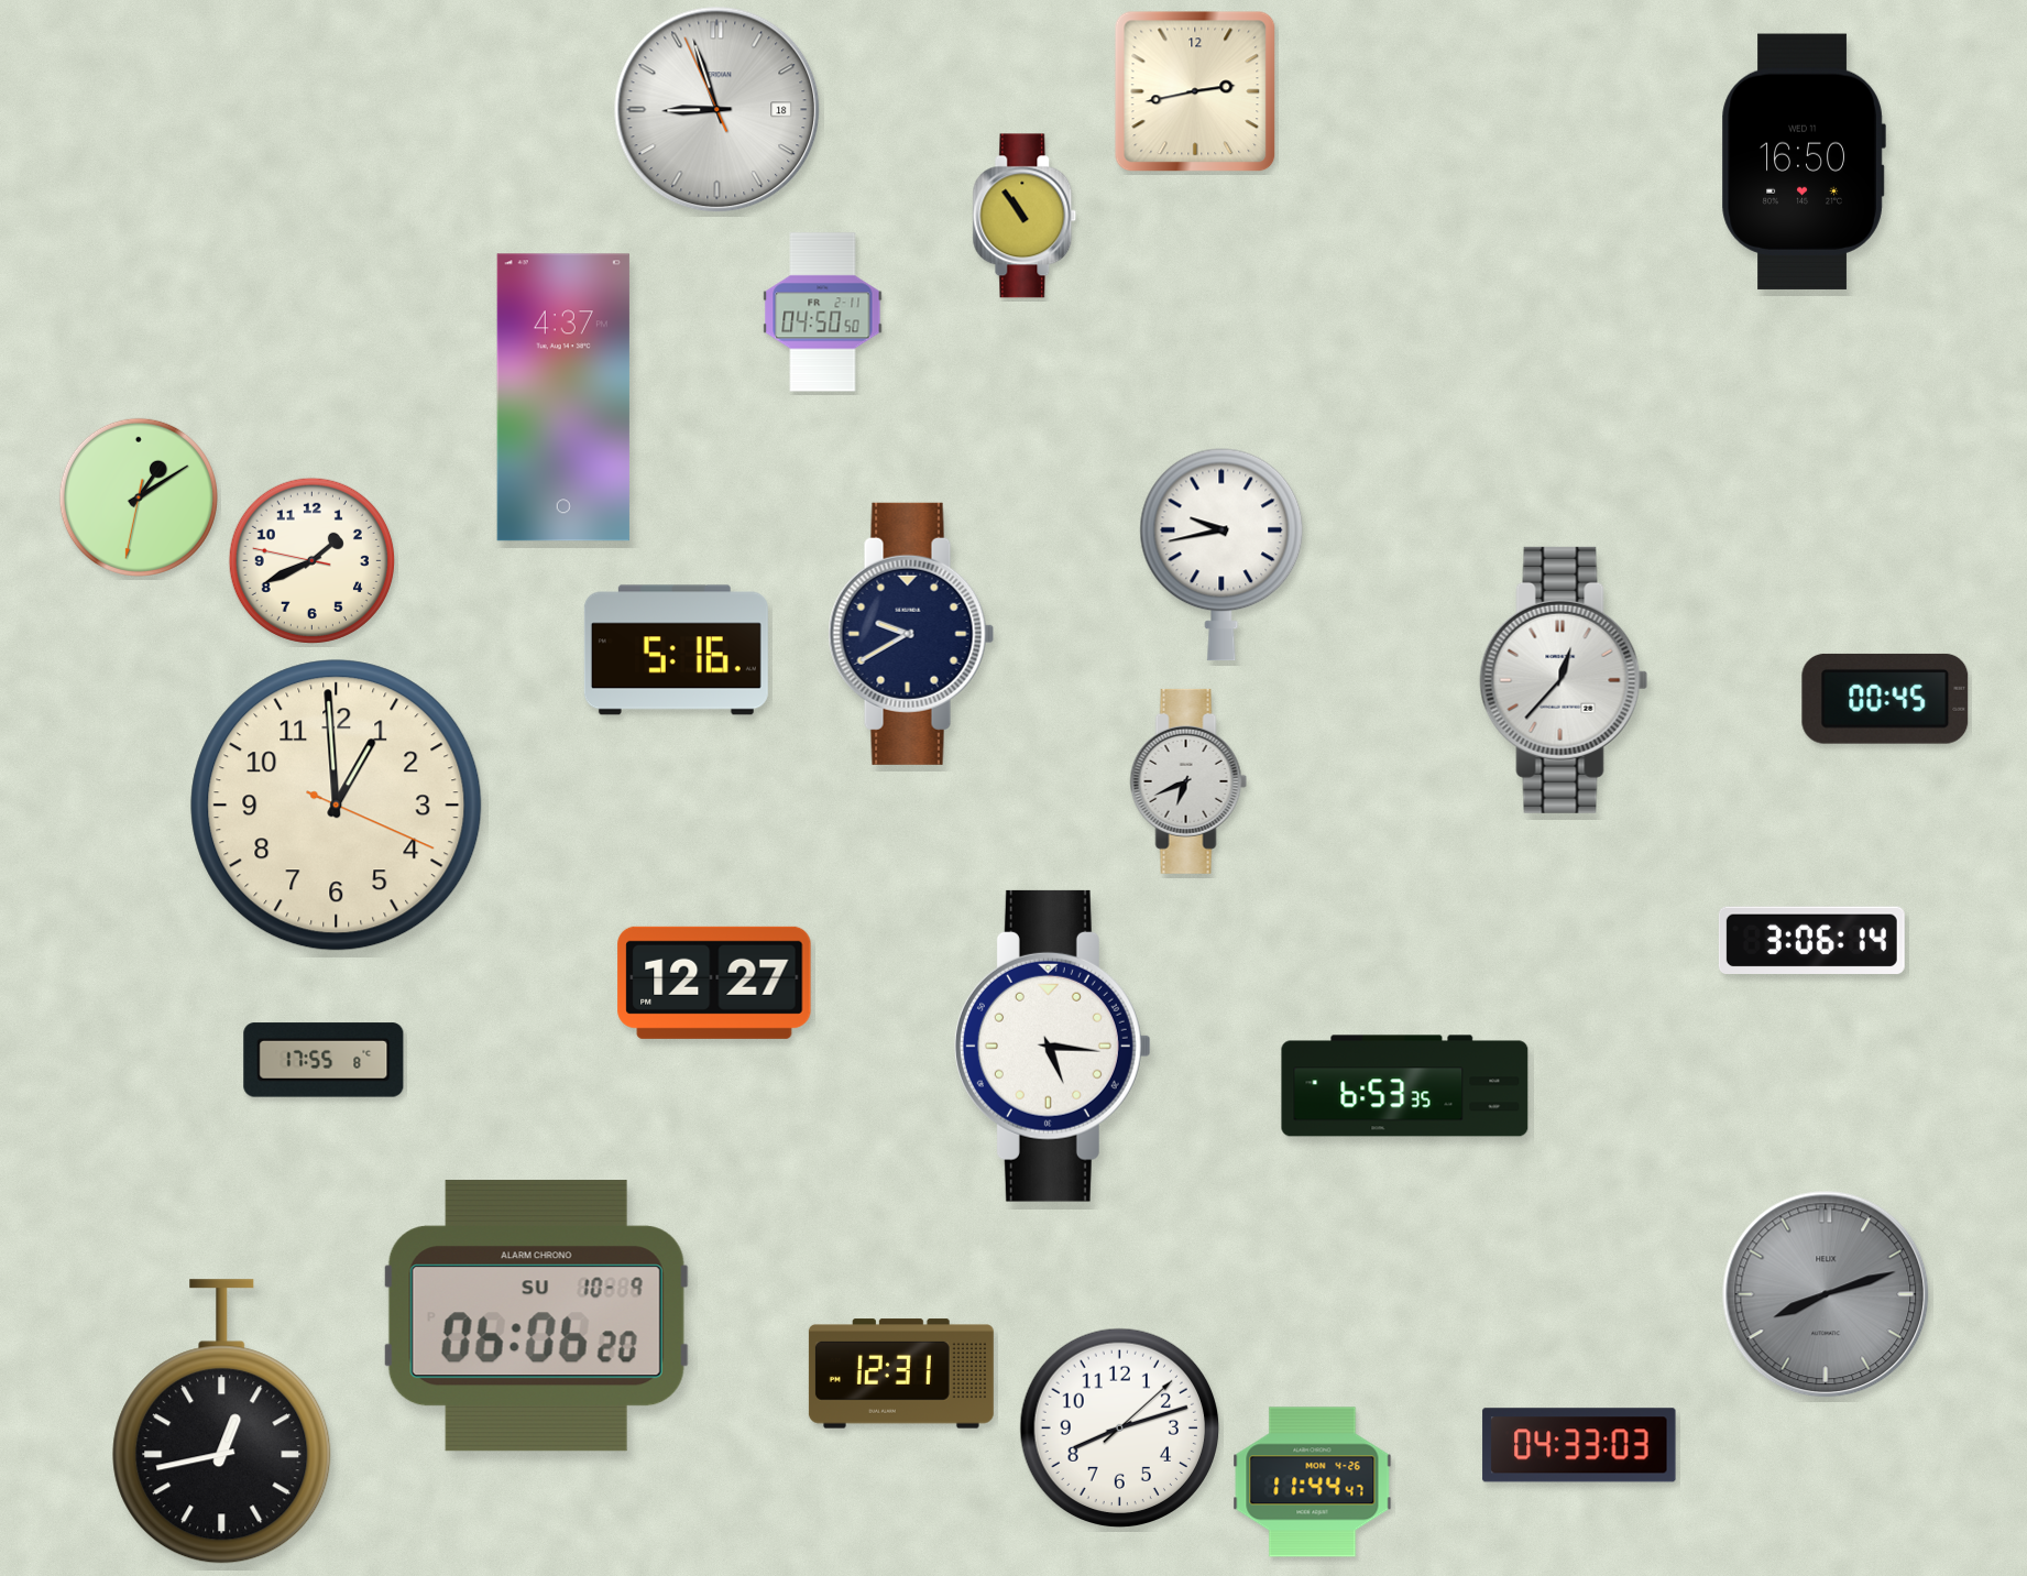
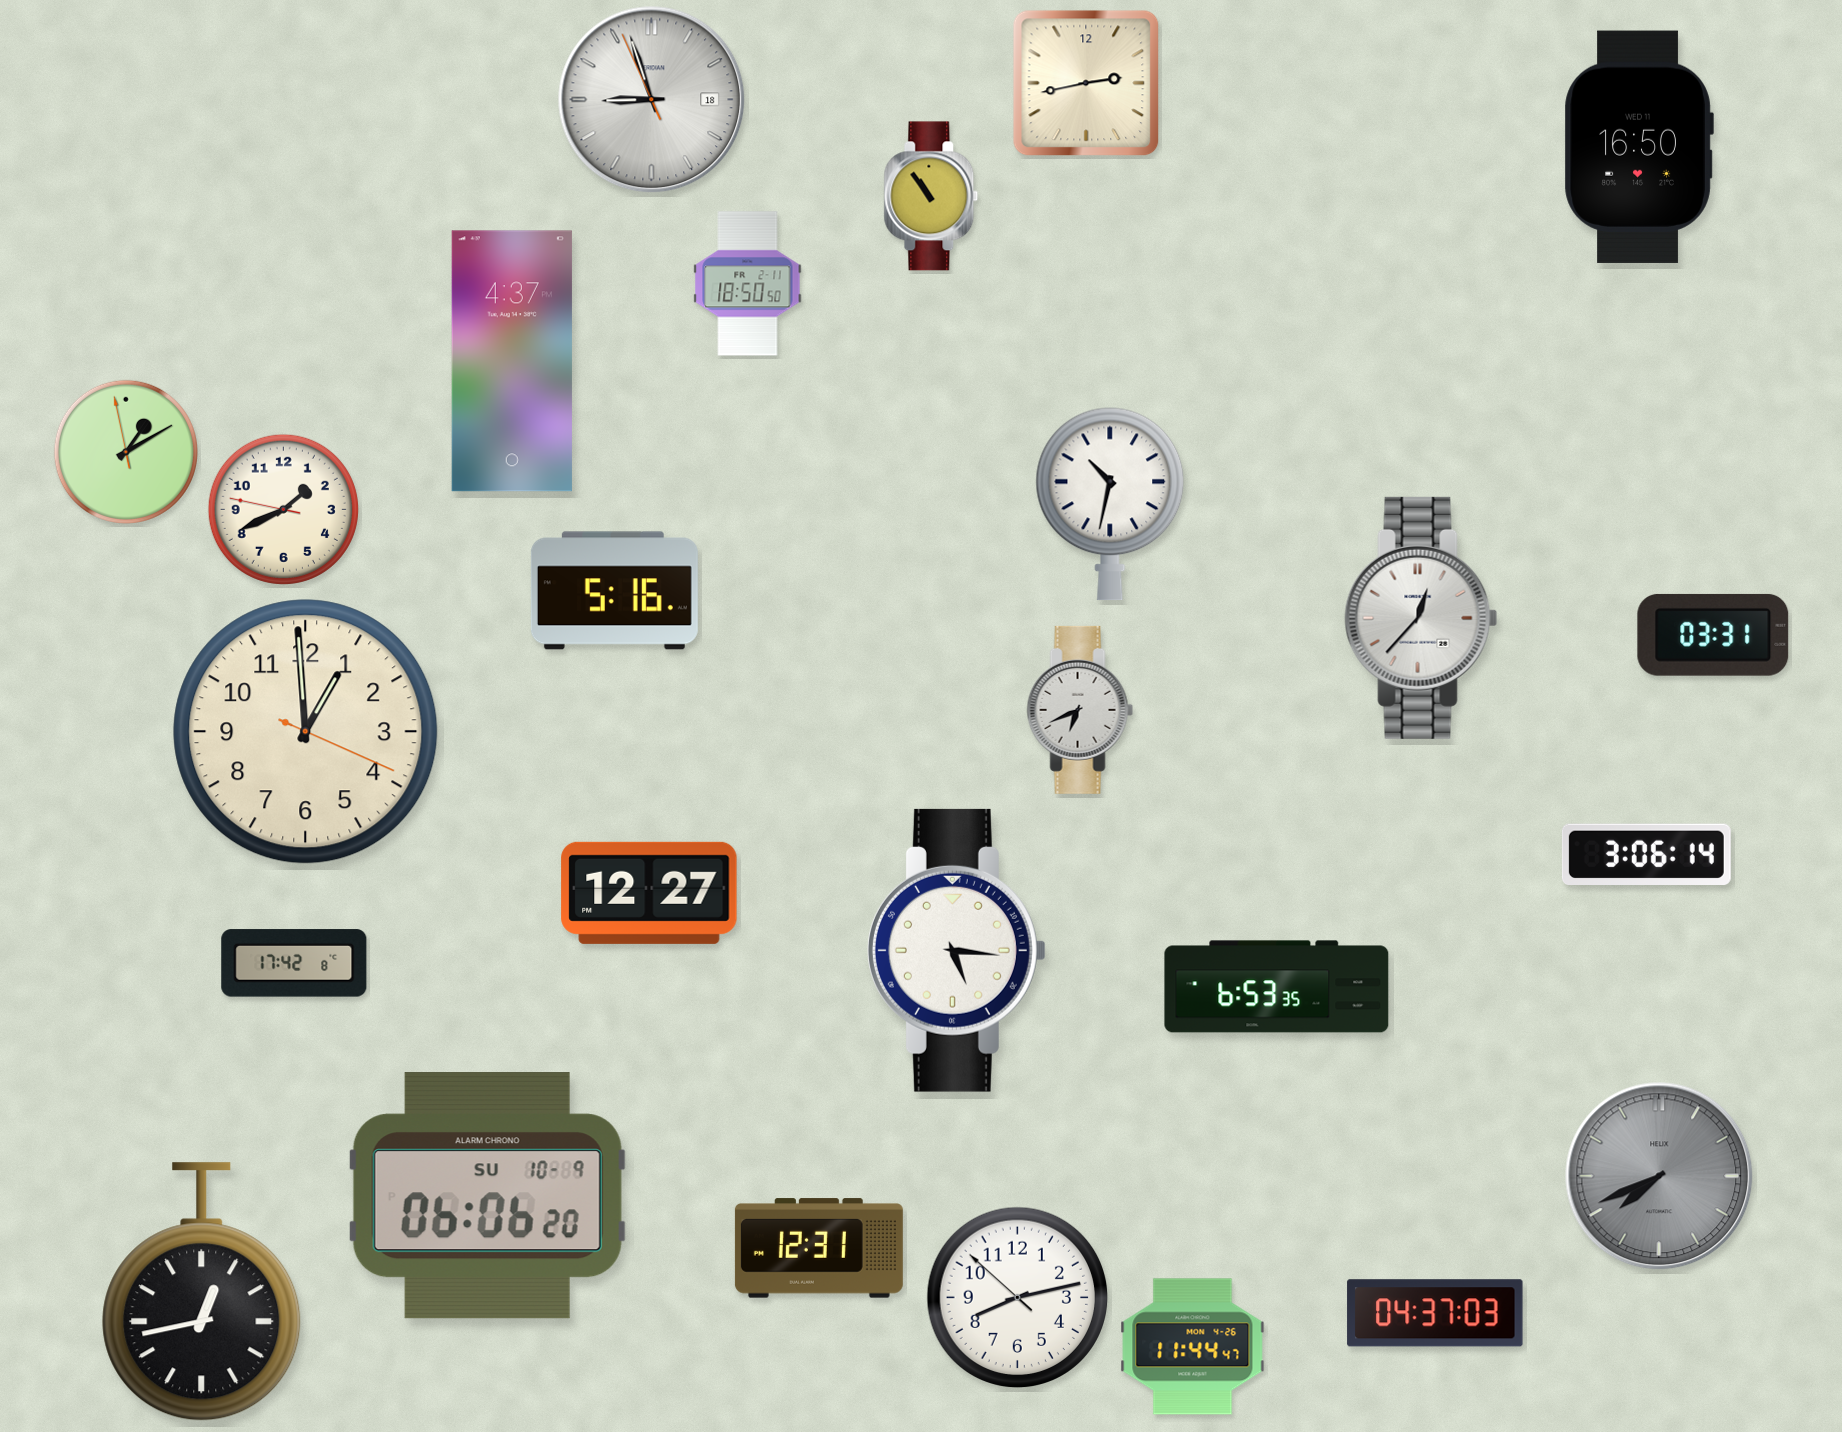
clock at (823, 313): 04:50 -> 18:50
clock at (139, 497): 1:09:32 -> 1:09:58
clock at (1221, 555): 9:43 -> 10:32
clock at (911, 634): 9:40 -> none
clock at (1885, 699): 00:45 -> 03:31
clock at (324, 1060): 17:55 -> 17:42
clock at (1826, 1294): 8:12 -> 7:41
clock at (1120, 1429): 8:12:08 -> 8:12:52
clock at (1579, 1445): 04:33 -> 04:37
